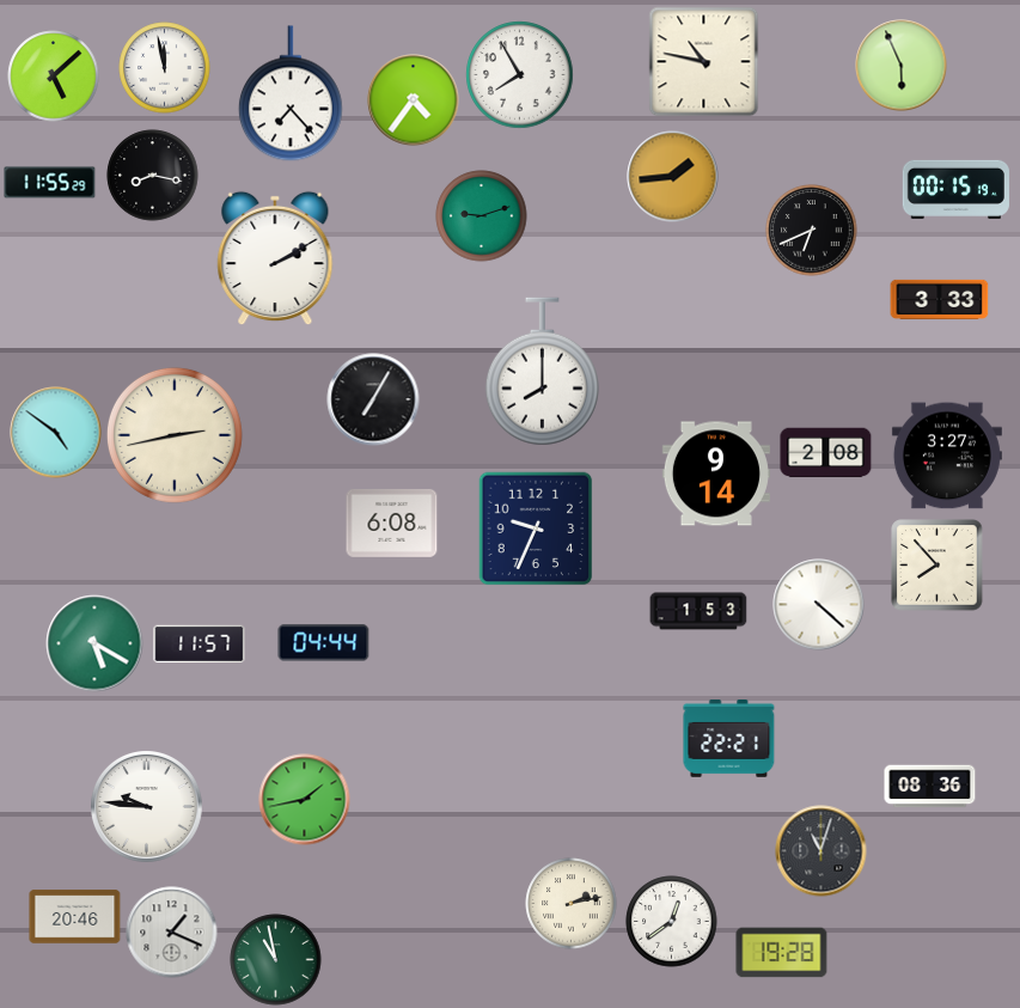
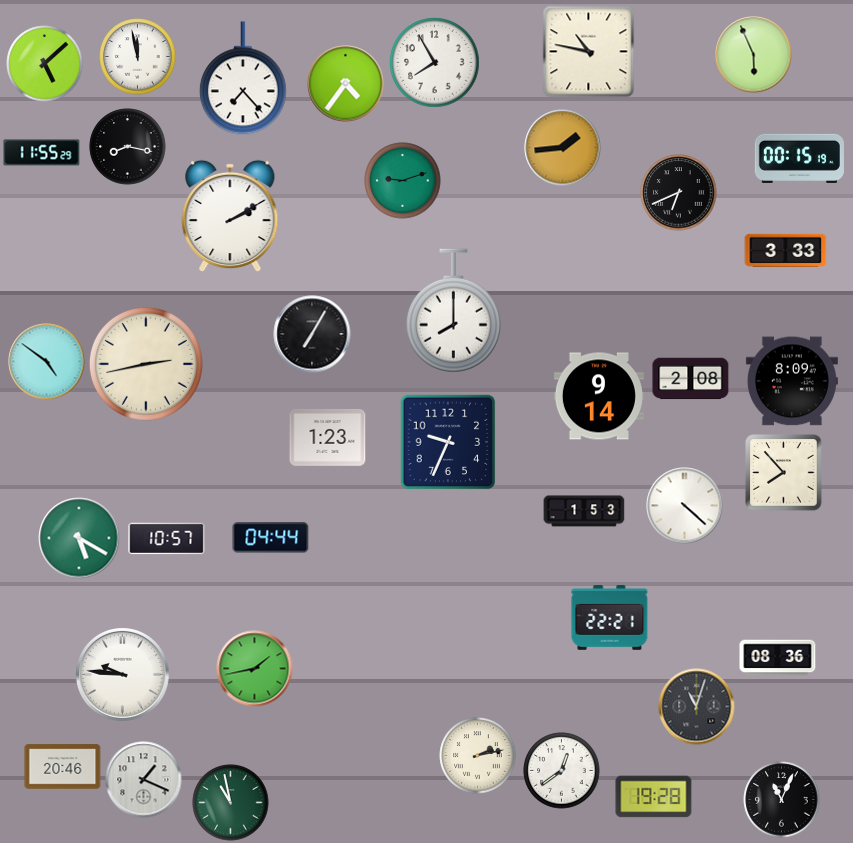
clock at (947, 456): 3:27 -> 8:09
clock at (392, 523): 6:08 -> 1:23
clock at (200, 644): 11:57 -> 10:57
clock at (822, 851) position: (822, 851) -> (697, 707)
clock at (782, 800): none -> 11:04
